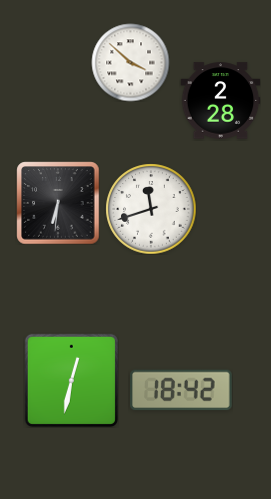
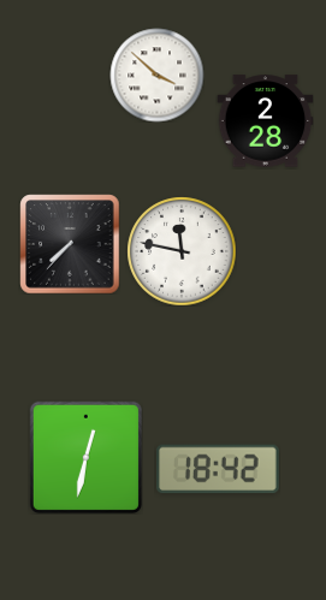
clock at (58, 203): 6:31 -> 7:37
clock at (151, 209): 11:42 -> 11:47
